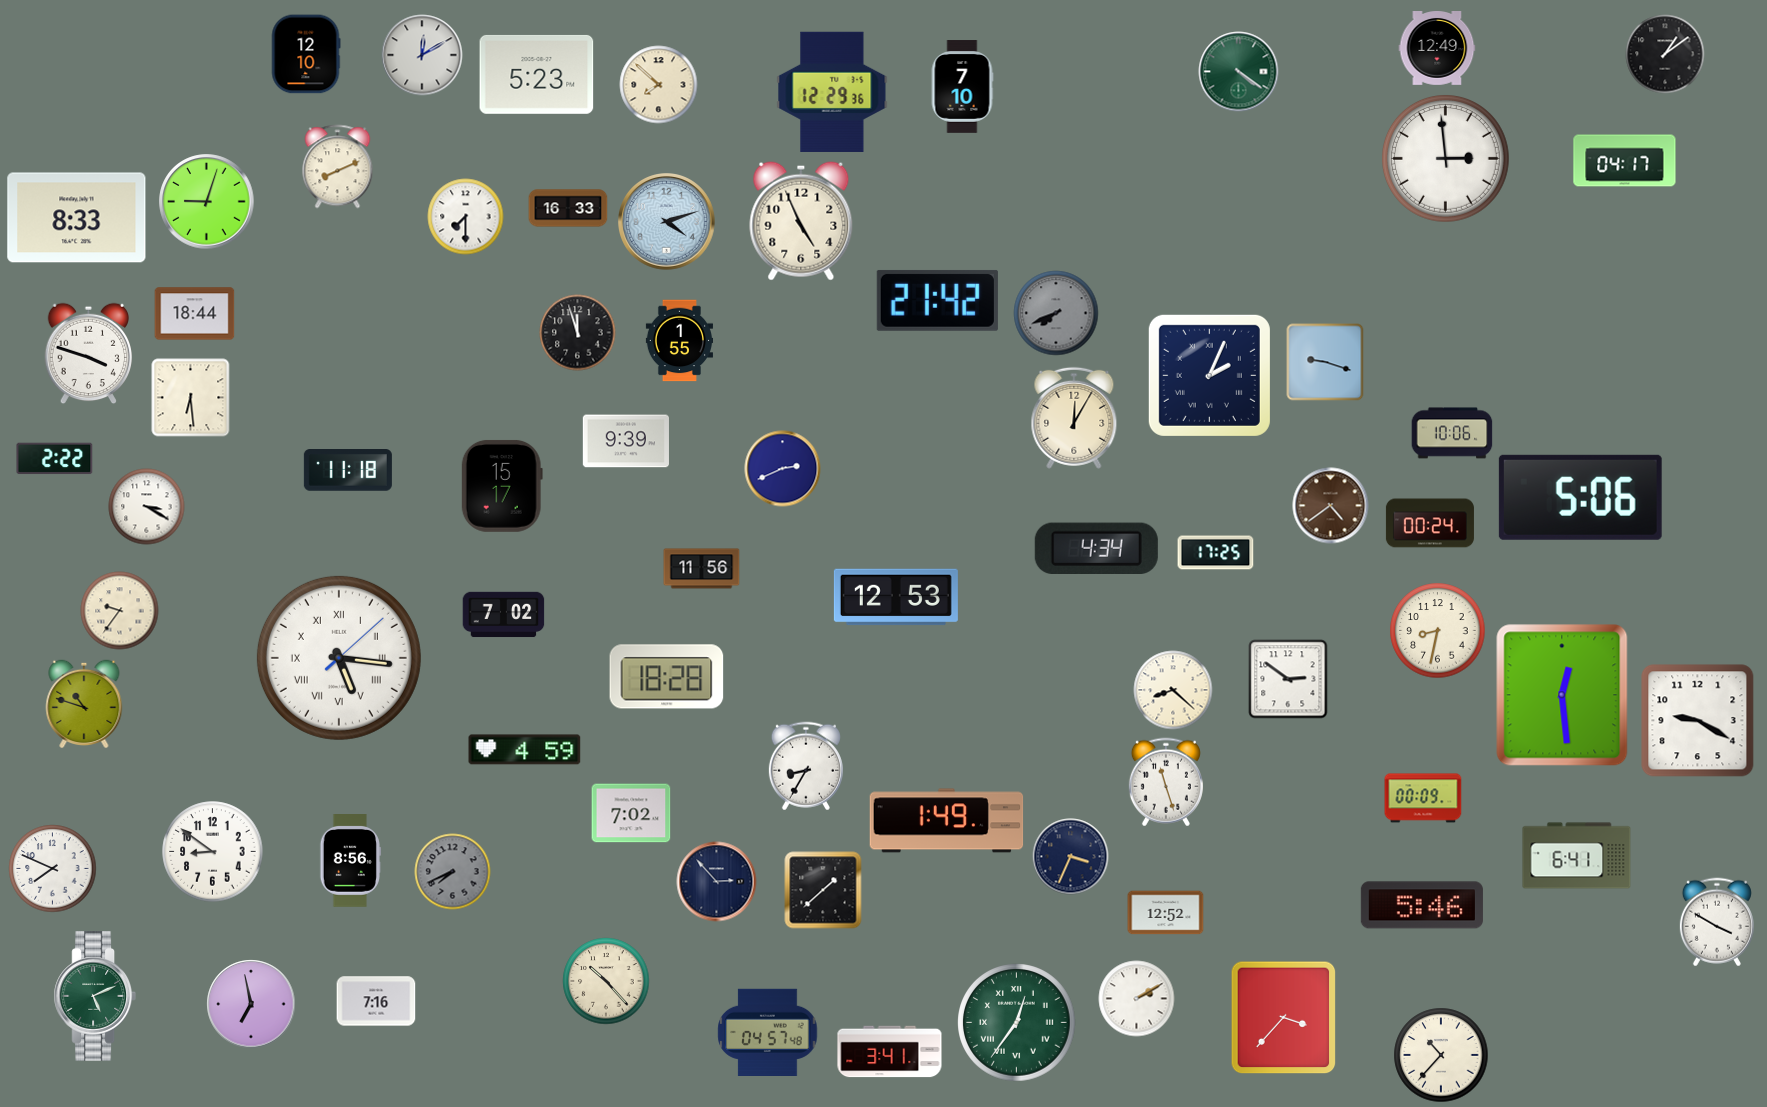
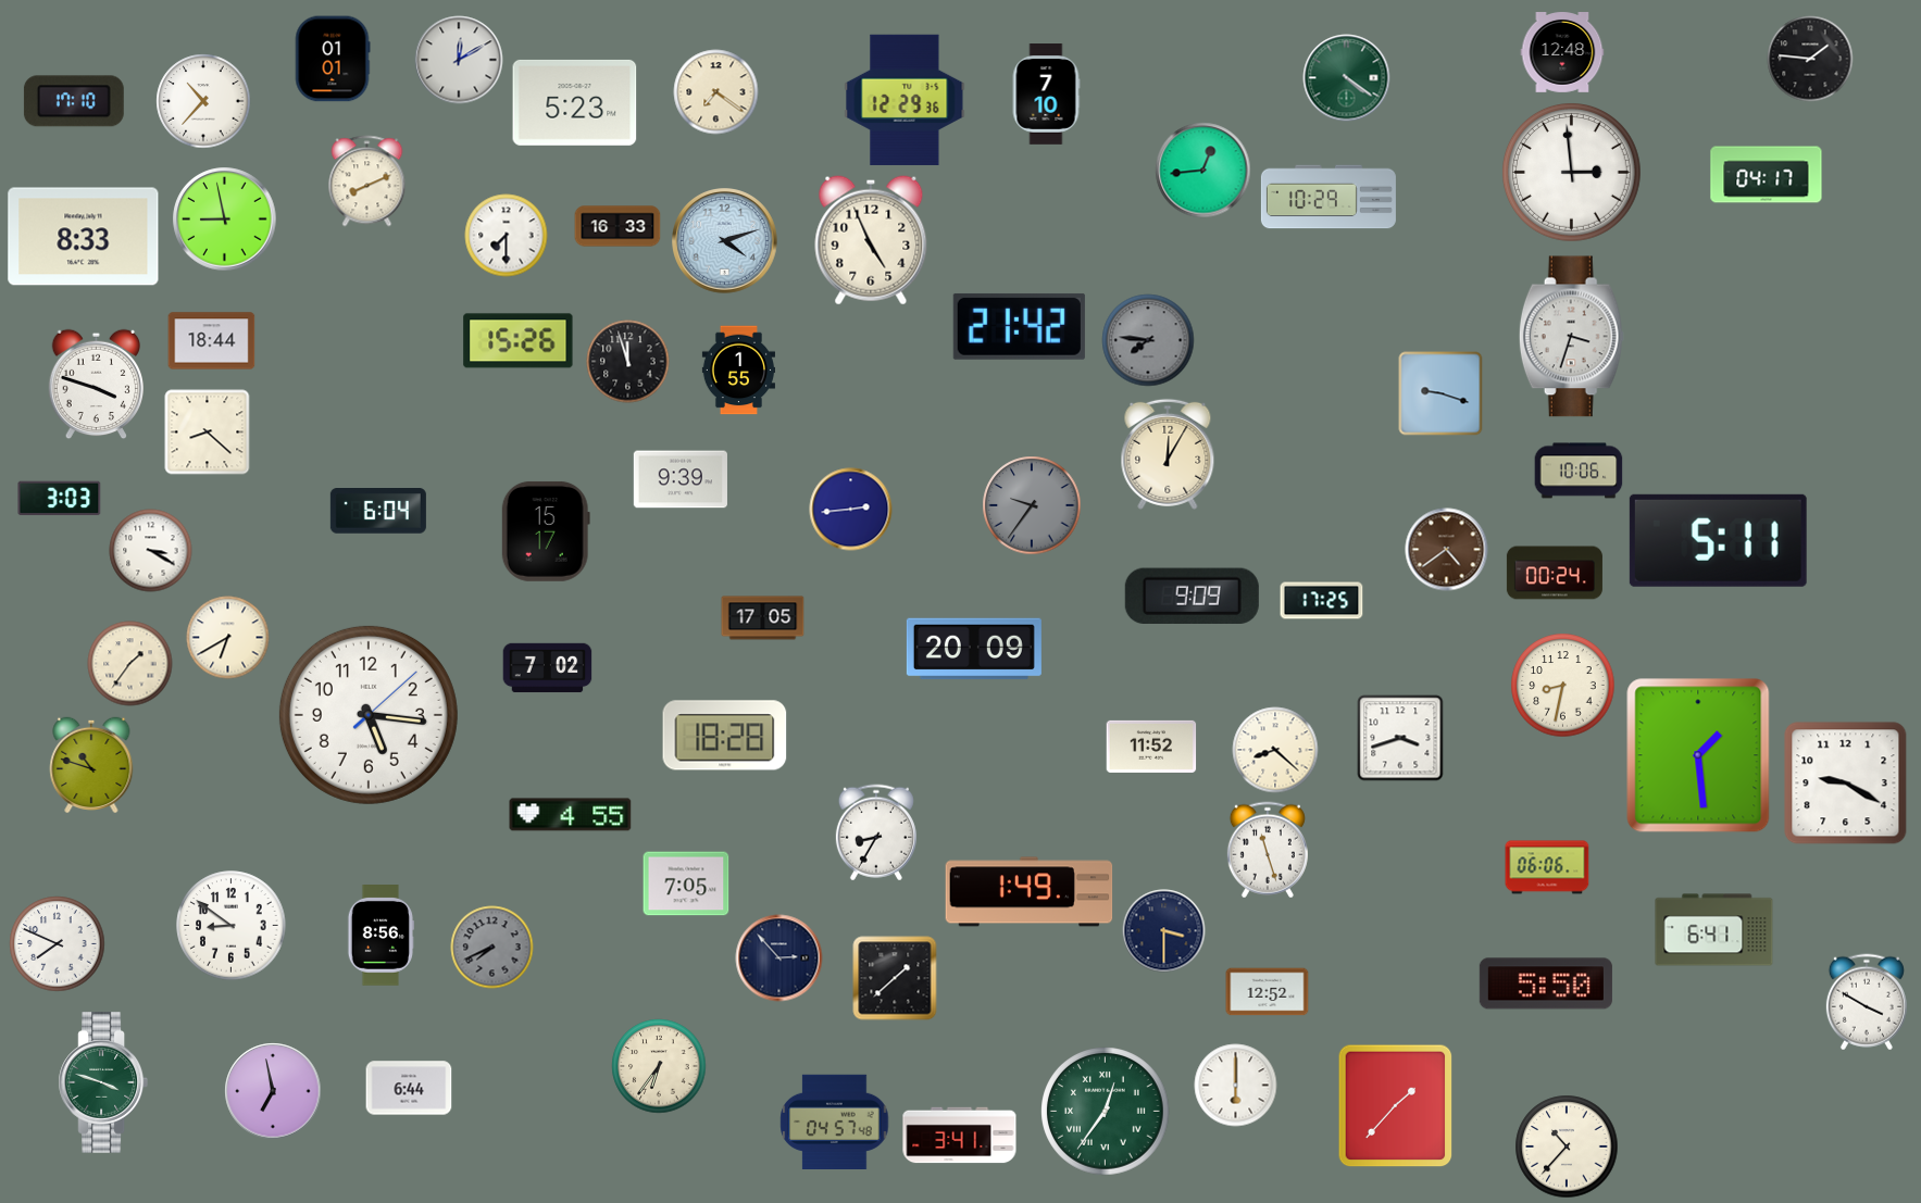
clock at (1437, 49): 12:49 -> 12:48
clock at (306, 54): 12:10 -> 01:01
clock at (1665, 54): 1:09 -> 1:46
clock at (537, 74) position: (537, 74) -> (575, 102)
clock at (659, 85): 7:52 -> 7:21
clock at (74, 101): none -> 17:10
clock at (203, 101): none -> 10:37
clock at (1203, 171): none -> 12:44
clock at (1329, 197): none -> 10:29
clock at (207, 202): 9:03 -> 8:58
clock at (1571, 337): none -> 3:33
clock at (1056, 313): 7:41 -> 7:46
clock at (519, 341): none -> 15:26
clock at (1209, 375): 2:04 -> none
clock at (191, 398): 6:29 -> 8:22
clock at (55, 459): 2:22 -> 3:03
clock at (1032, 505): none -> 9:36
clock at (783, 469): 2:41 -> 2:44
clock at (348, 471): 11:18 -> 6:04
clock at (502, 486) position: (502, 486) -> (546, 531)
clock at (1580, 497): 5:06 -> 5:11
clock at (147, 507) position: (147, 507) -> (151, 551)
clock at (1430, 523) position: (1430, 523) -> (1555, 573)
clock at (1096, 548): 4:34 -> 9:09
clock at (702, 569): 11:56 -> 17:05
clock at (228, 638): none -> 6:40
clock at (896, 597): 12:53 -> 20:09
clock at (120, 611): 9:36 -> 1:36
clock at (339, 658) numerals: Roman -> Arabic
clock at (1288, 679): 2:51 -> 3:42
clock at (1151, 747): none -> 11:52
clock at (1562, 695): 12:29 -> 1:29
clock at (525, 750): 4:59 -> 4:55
clock at (1423, 798): 00:09 -> 06:06
clock at (631, 813): 7:02 -> 7:05
clock at (1071, 857): 3:34 -> 3:30
clock at (823, 890) position: (823, 890) -> (895, 978)
clock at (1422, 905): 5:46 -> 5:50
clock at (606, 981): 10:23 -> 6:36
clock at (94, 996): 5:11 -> 3:48
clock at (1137, 999): 2:10 -> 6:00
clock at (376, 1001): 7:16 -> 6:44
clock at (1284, 1018): 3:37 -> 1:37
clock at (890, 1052) position: (890, 1052) -> (960, 1136)
